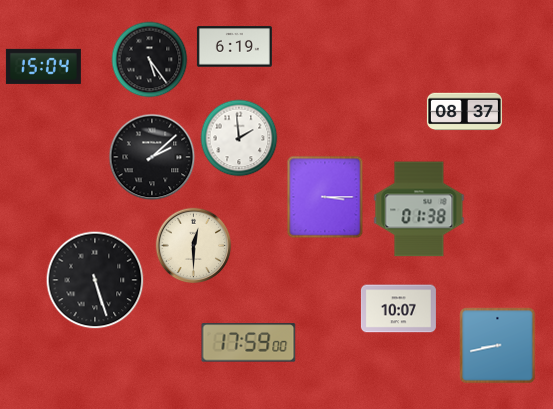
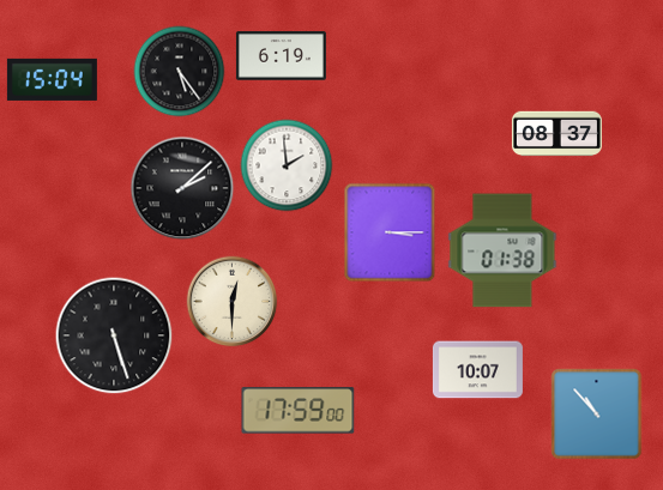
clock at (325, 197) position: (325, 197) -> (390, 232)
clock at (194, 246) position: (194, 246) -> (233, 302)
clock at (498, 346): 8:43 -> 10:53
